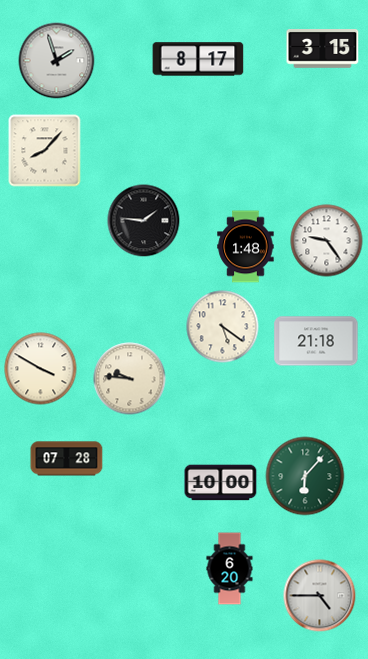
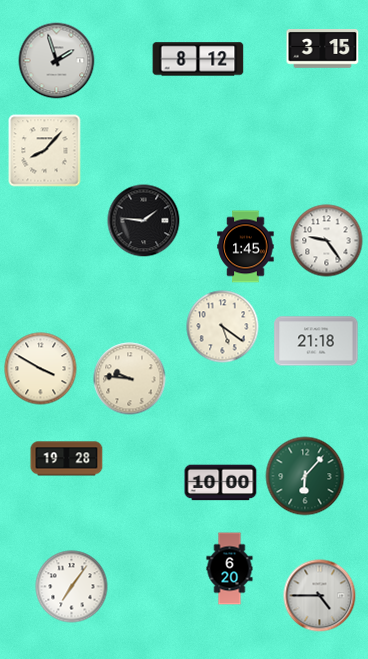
clock at (198, 59): 8:17 -> 8:12
clock at (246, 247): 1:48 -> 1:45
clock at (67, 459): 07:28 -> 19:28
clock at (72, 587): none -> 7:06
